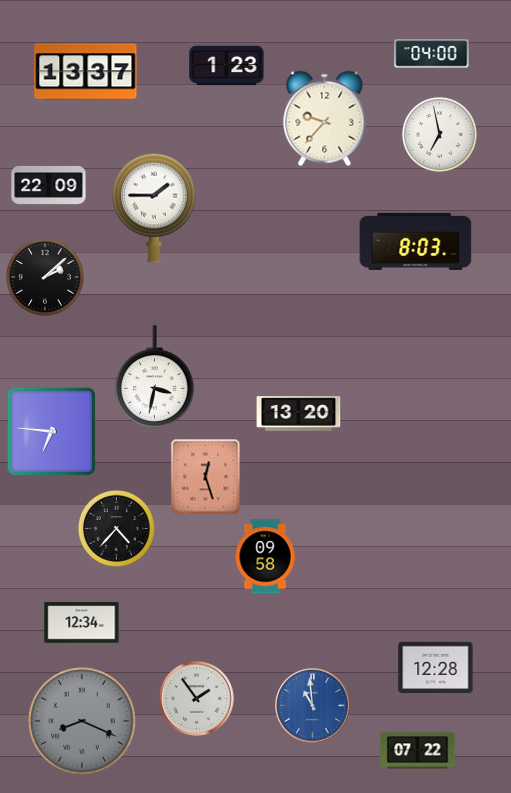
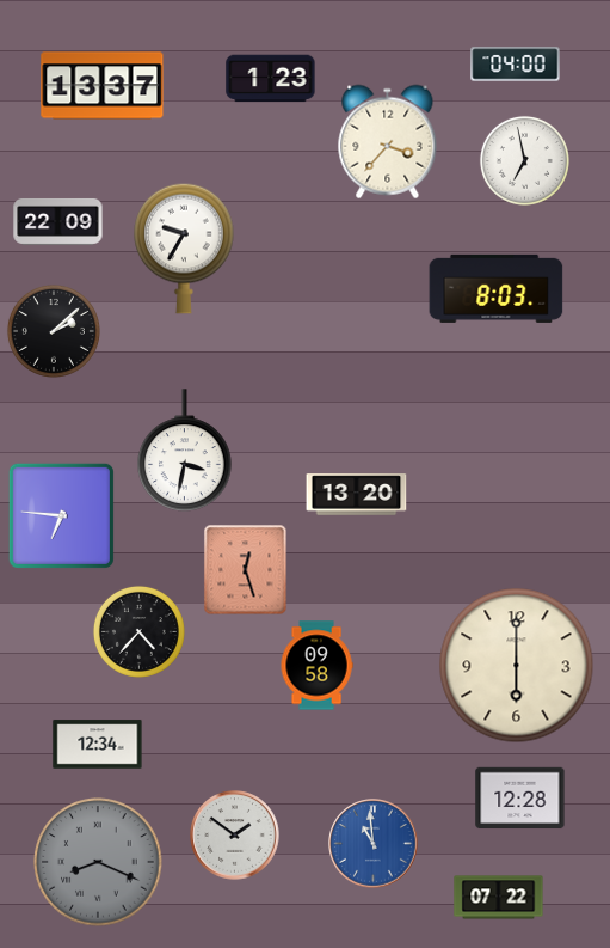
clock at (325, 119): 9:37 -> 3:37
clock at (154, 208): 1:45 -> 9:35
clock at (517, 666): none -> 6:00
clock at (197, 699): 1:54 -> 1:51
